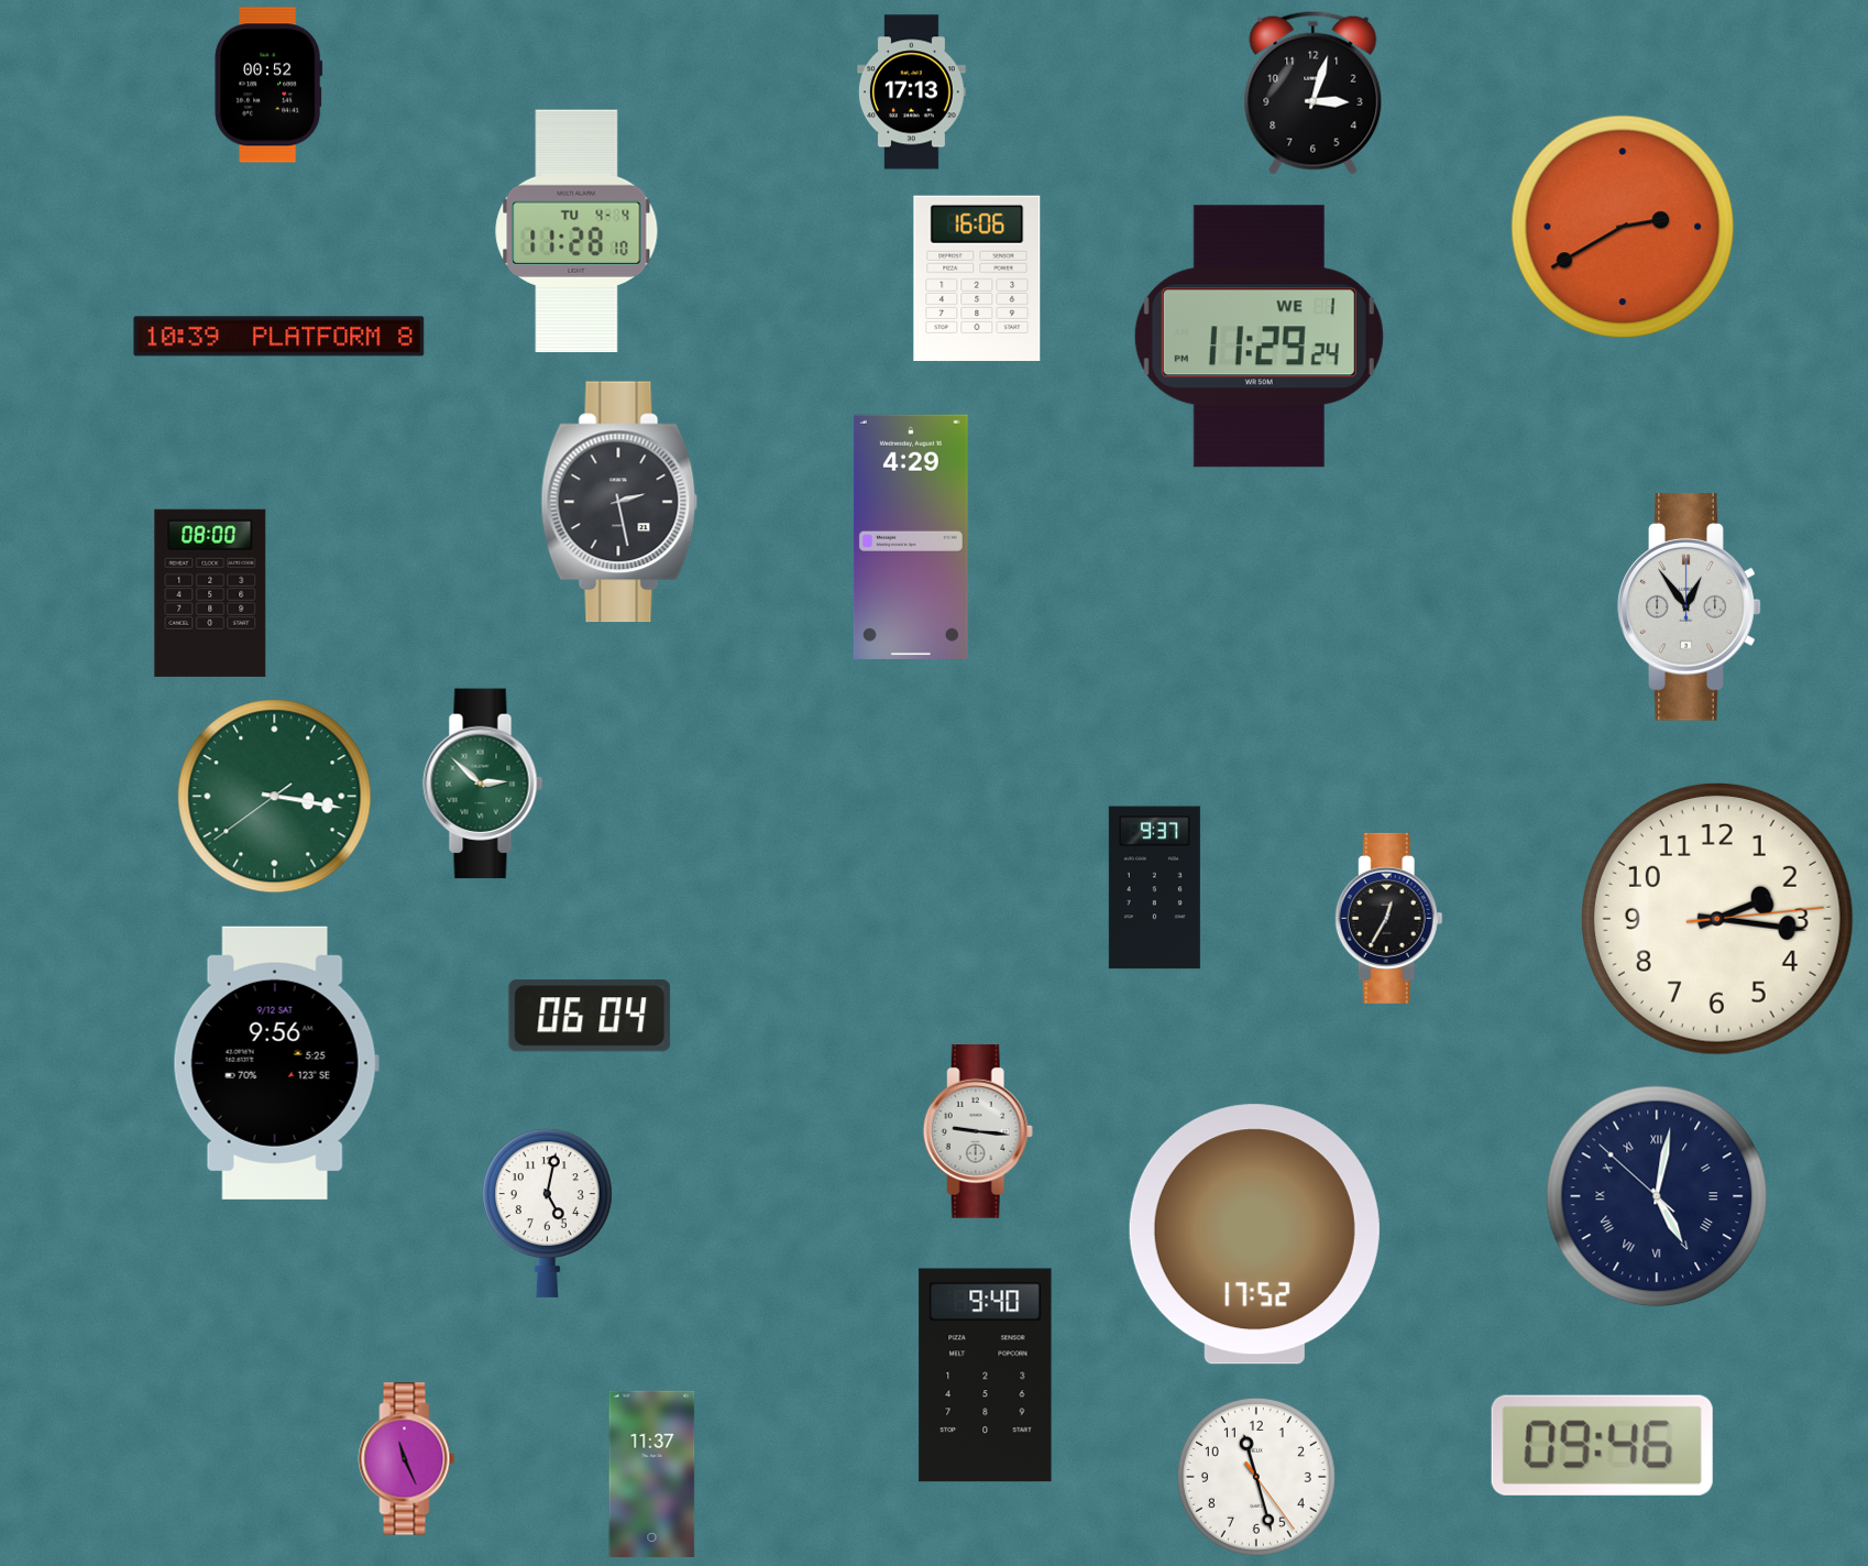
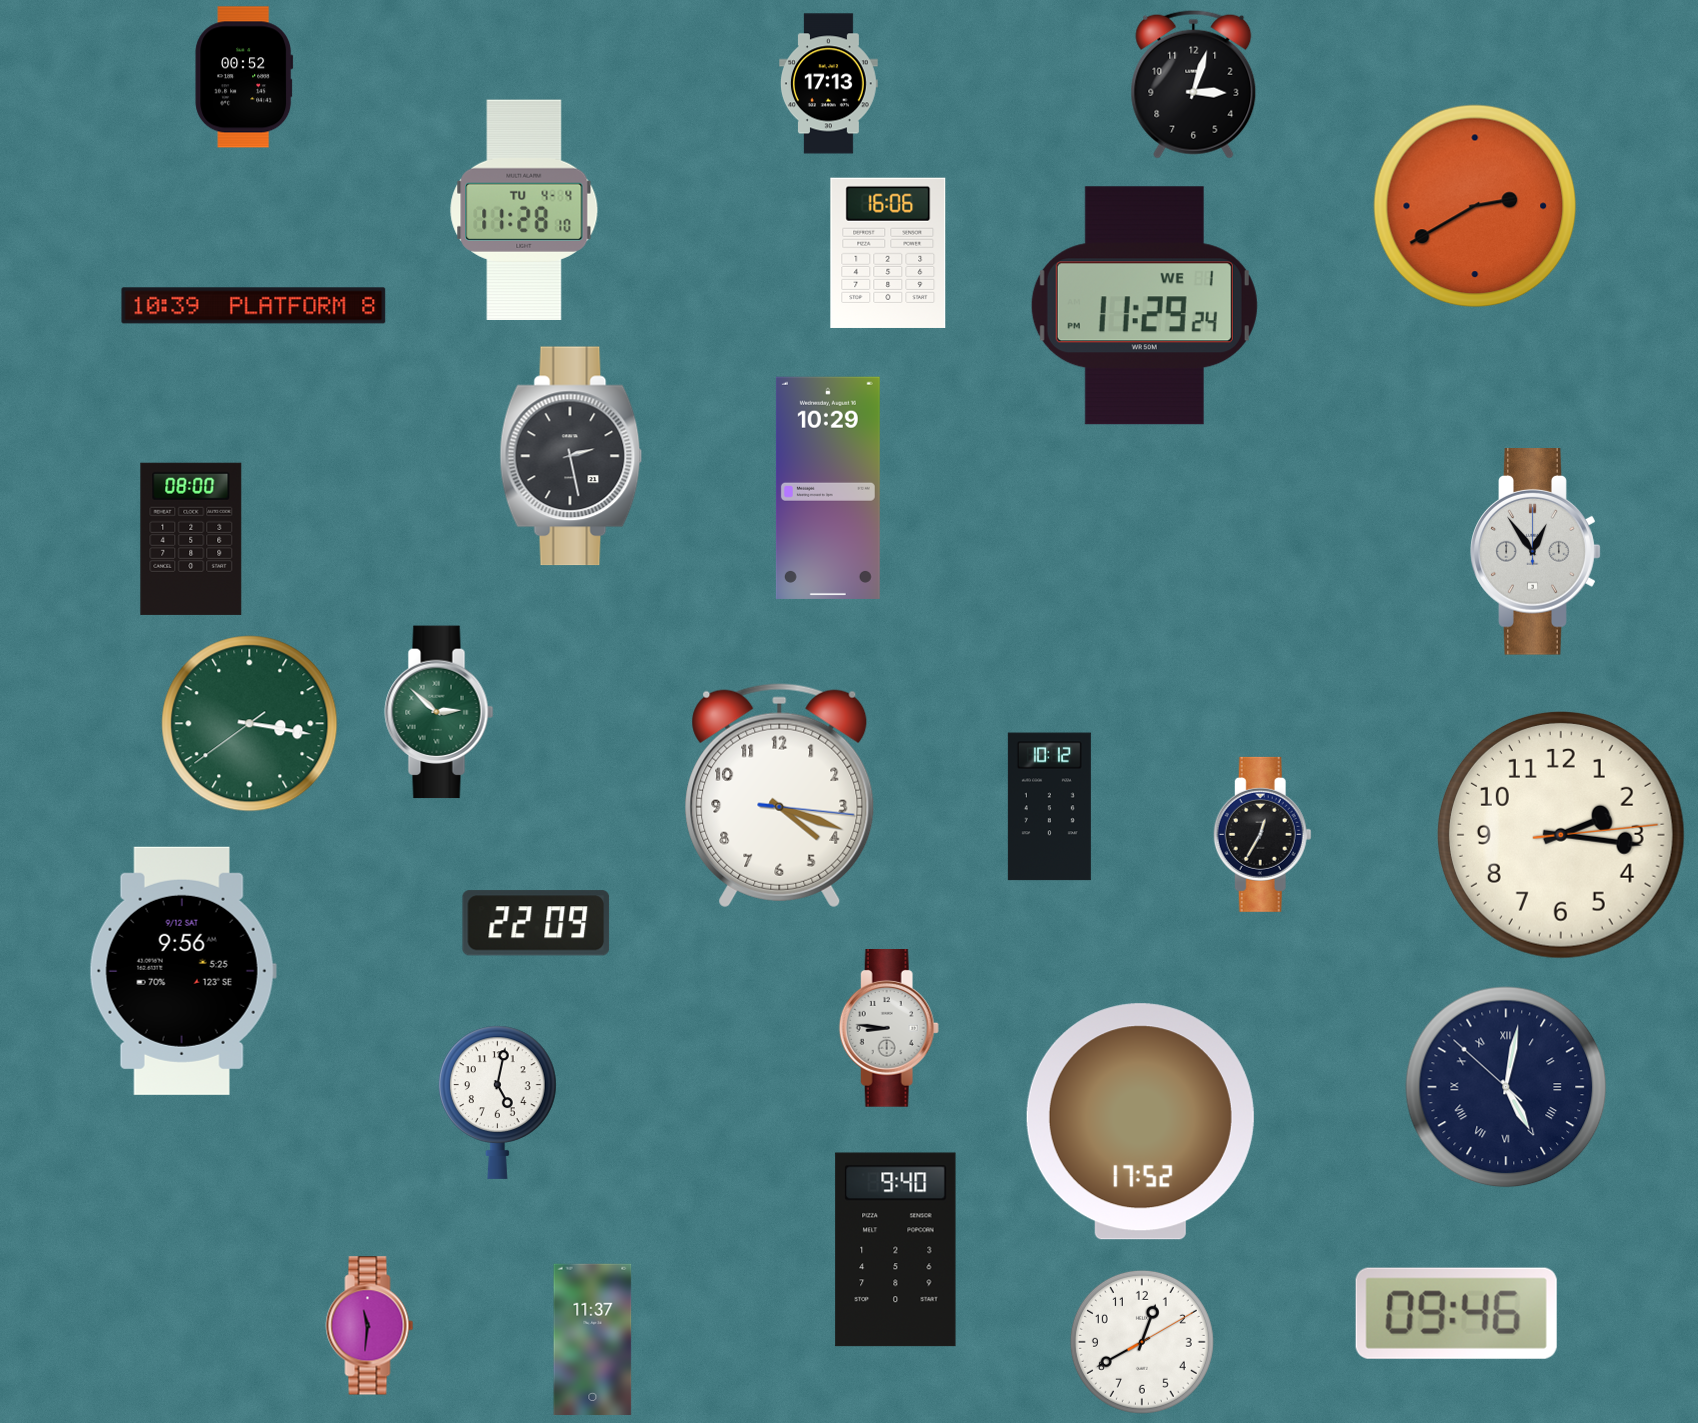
clock at (619, 502) position: (619, 502) -> (571, 456)
clock at (911, 537): 4:29 -> 10:29
clock at (780, 796): none -> 4:18
clock at (1154, 888): 9:37 -> 10:12
clock at (590, 1016): 06:04 -> 22:09
clock at (276, 1063) position: (276, 1063) -> (183, 971)
clock at (978, 1132): 9:16 -> 8:46
clock at (407, 1459): 11:26 -> 11:31
clock at (1256, 1477): 11:27 -> 12:40
